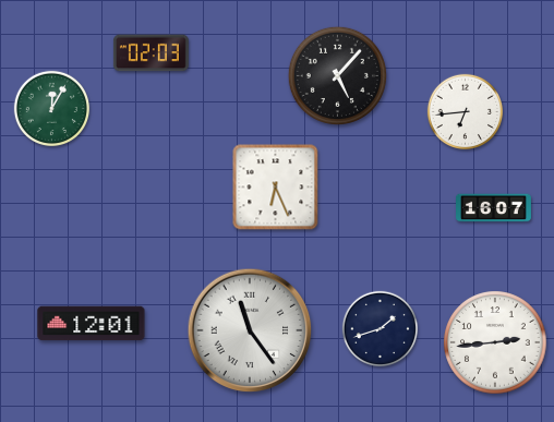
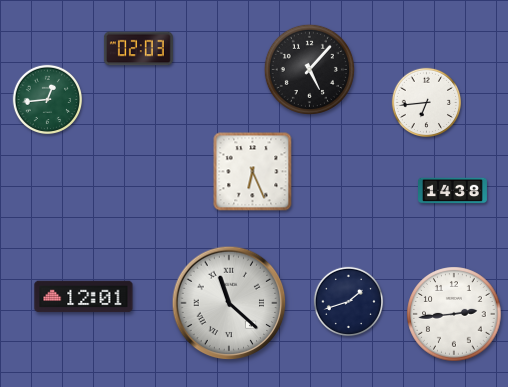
clock at (52, 109): 12:05 -> 12:44
clock at (494, 208): 16:07 -> 14:38
clock at (250, 330): 11:24 -> 11:22
